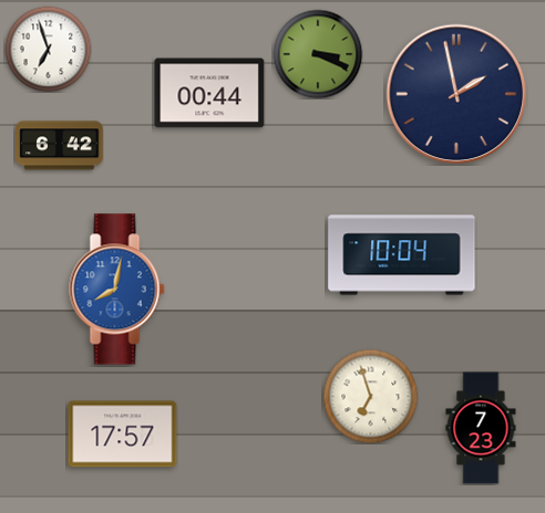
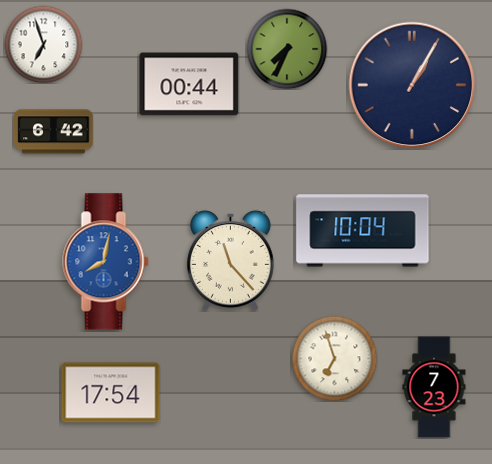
clock at (318, 54): 3:19 -> 7:34
clock at (456, 94): 1:58 -> 1:05
clock at (230, 261): none -> 11:23
clock at (123, 435): 17:57 -> 17:54
